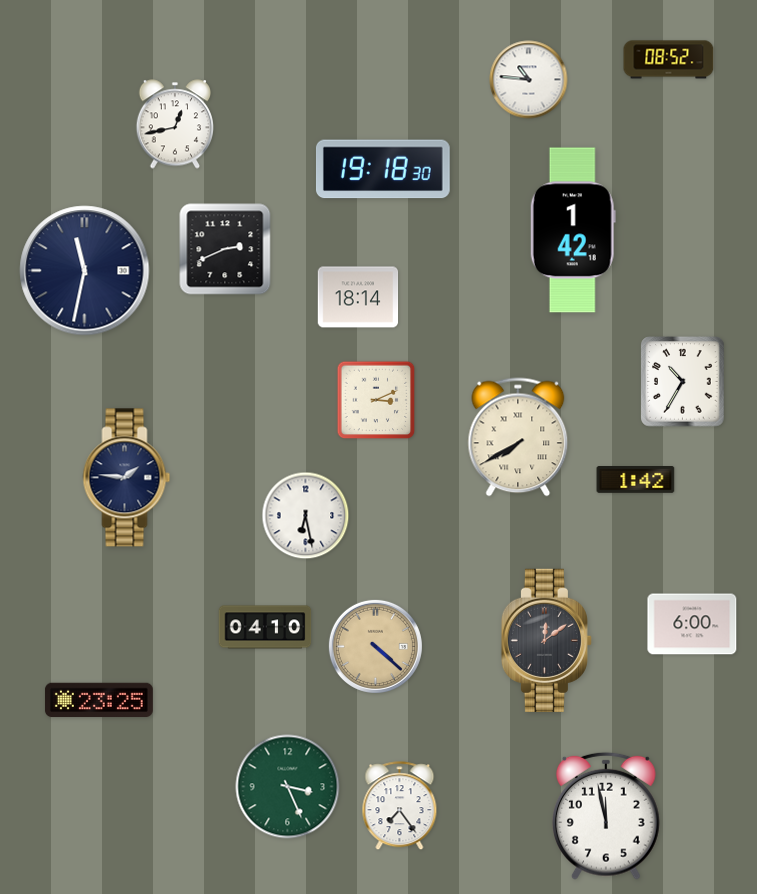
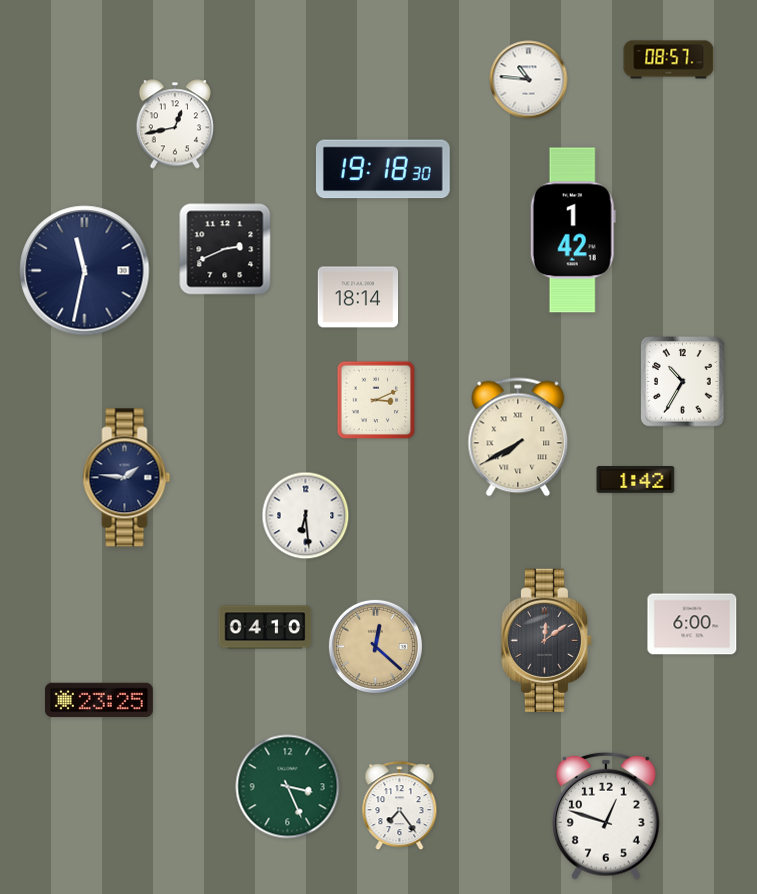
clock at (669, 60): 08:52 -> 08:57
clock at (306, 516): 6:28 -> 6:29
clock at (375, 646): 4:22 -> 12:22
clock at (607, 816): 11:58 -> 12:48
